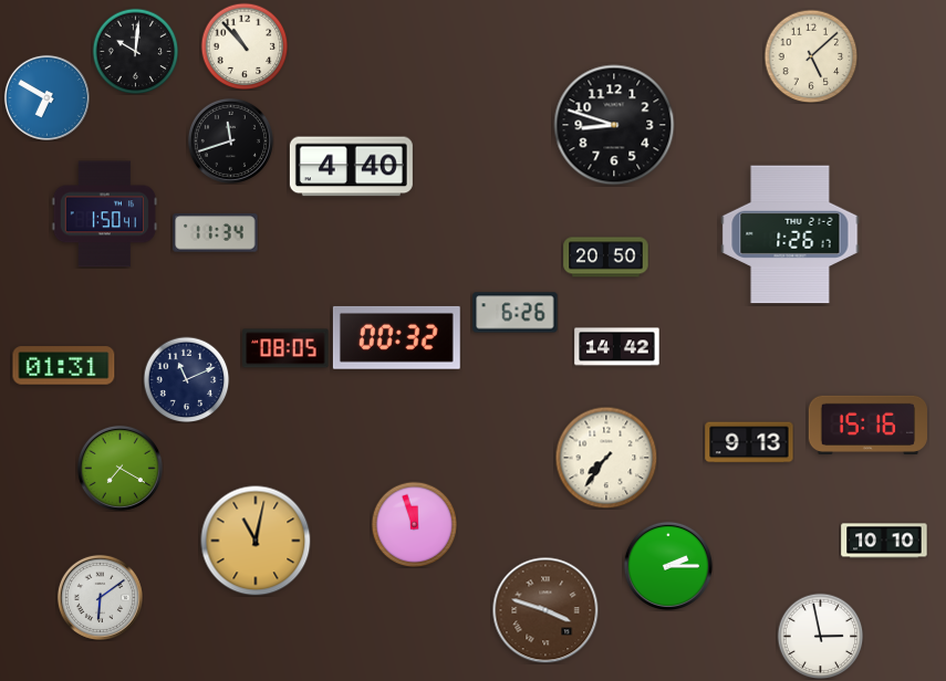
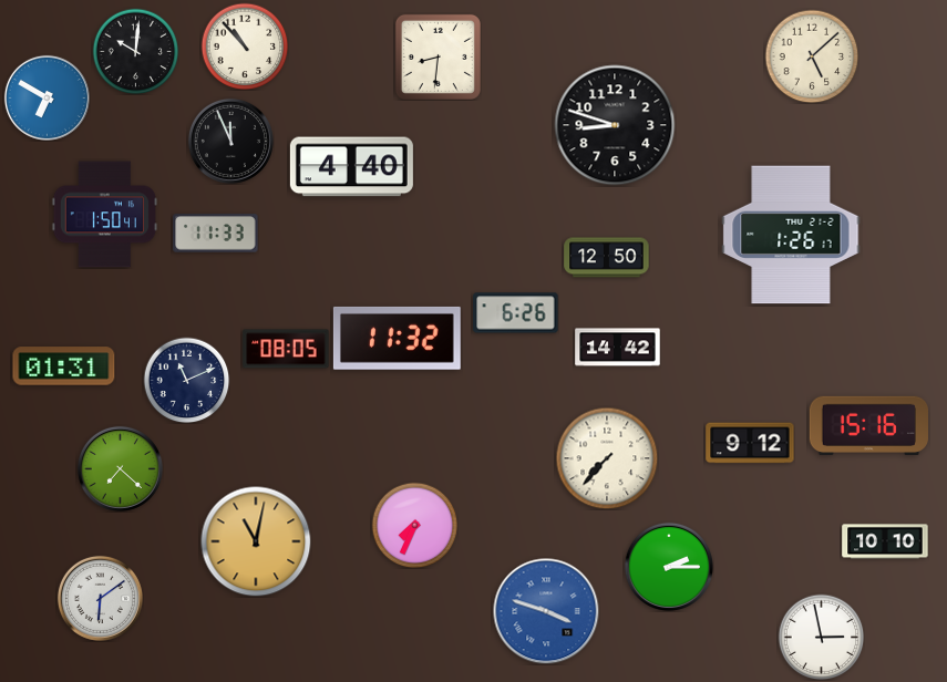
clock at (438, 56): none -> 8:31
clock at (230, 140): 11:42 -> 11:56
clock at (216, 233): 11:34 -> 11:33
clock at (606, 258): 20:50 -> 12:50
clock at (396, 337): 00:32 -> 11:32
clock at (749, 442): 9:13 -> 9:12
clock at (606, 458): 7:36 -> 7:37
clock at (119, 468): 7:20 -> 7:22
clock at (414, 524): 11:57 -> 7:34
clock at (545, 610) dial: brown -> blue
